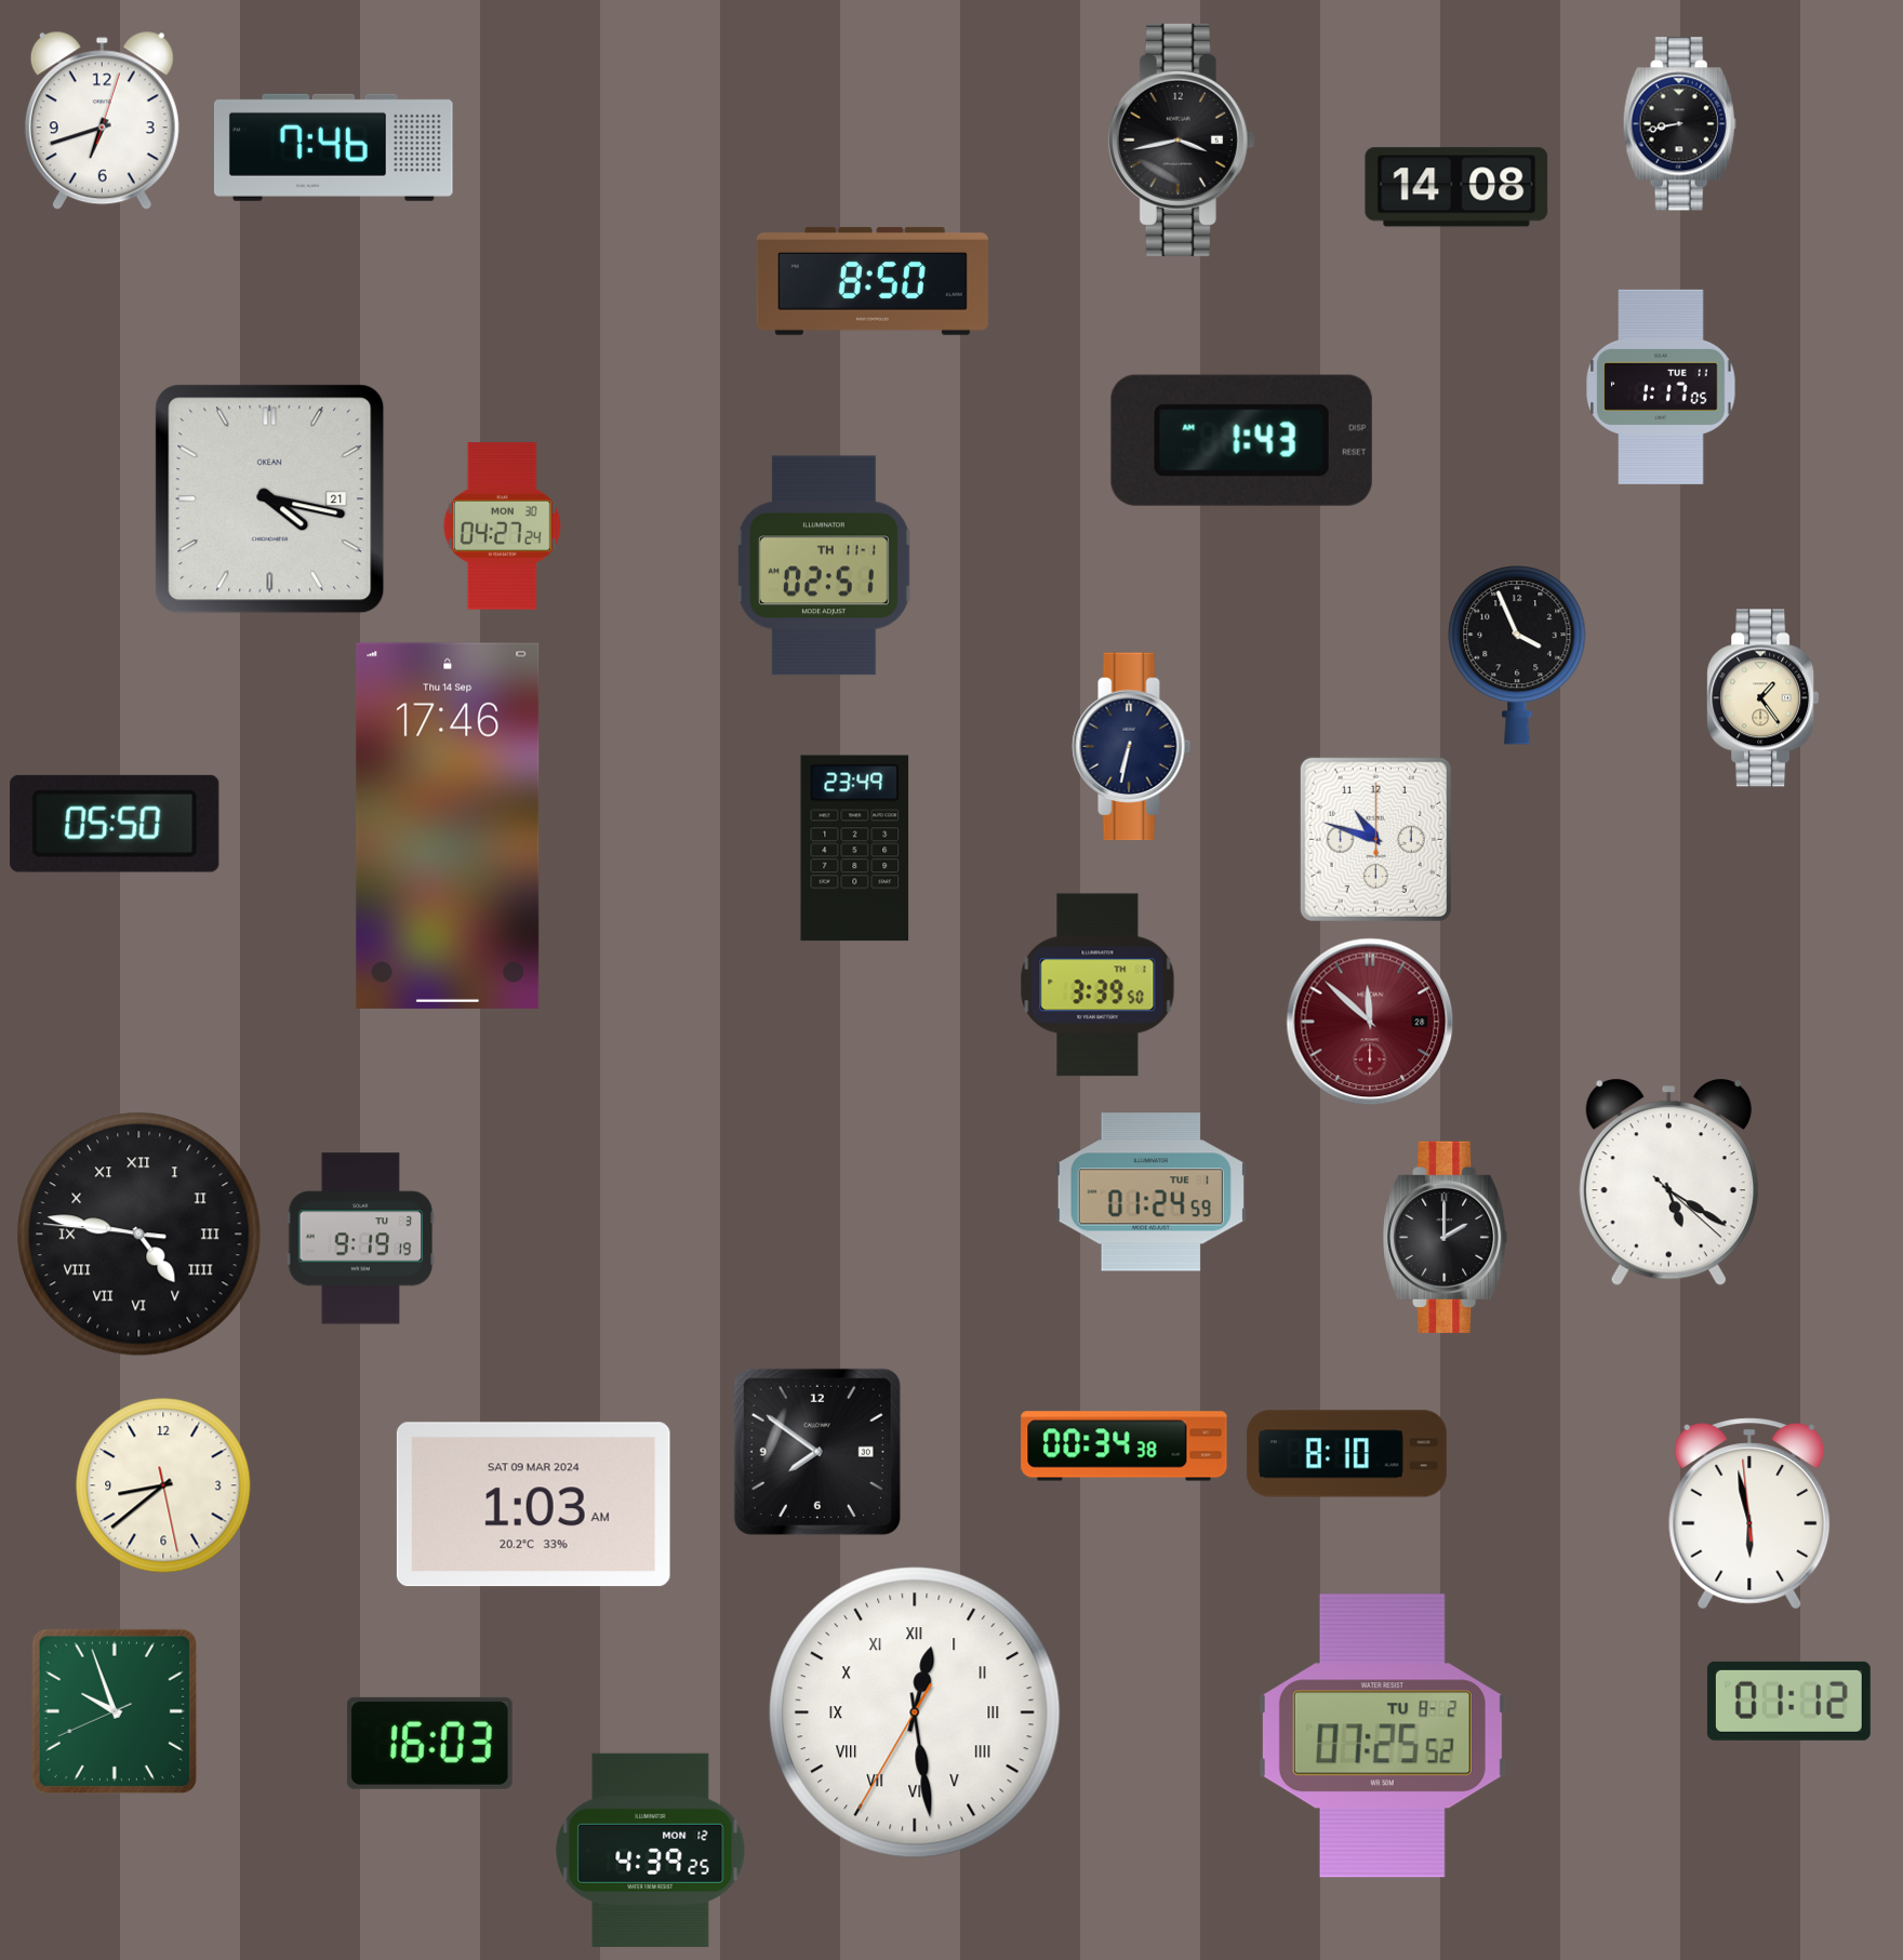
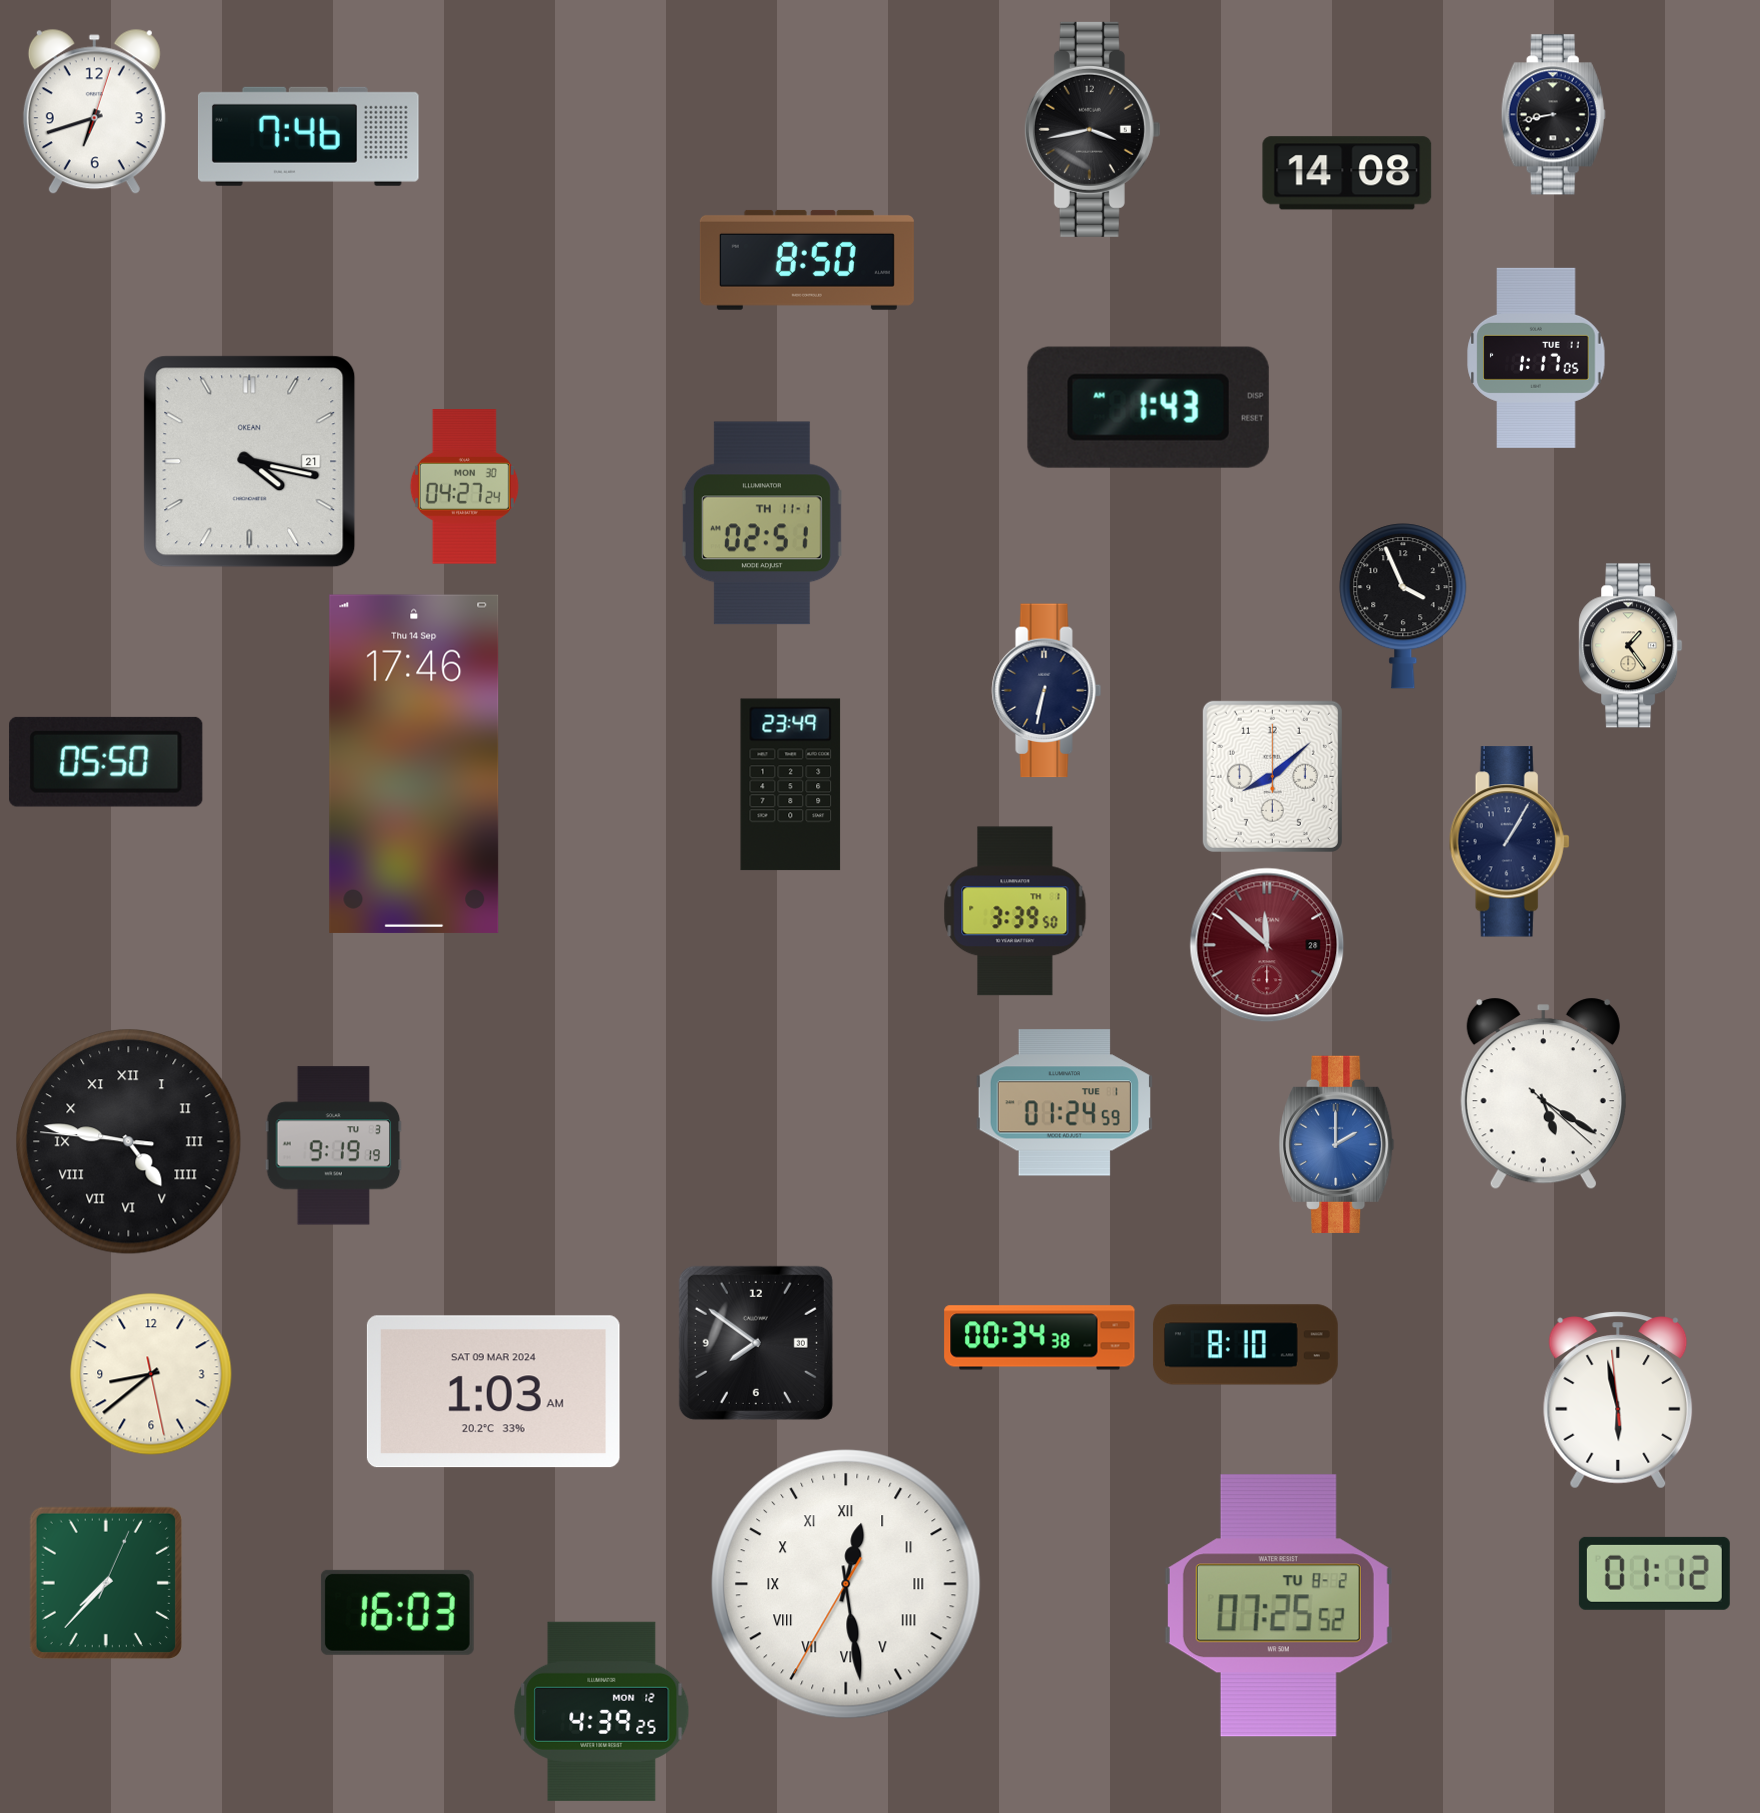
clock at (1375, 839): 10:48 -> 8:08
clock at (1509, 842): none -> 1:05
clock at (1446, 1237) dial: black -> blue
clock at (115, 1711): 9:56 -> 7:37
